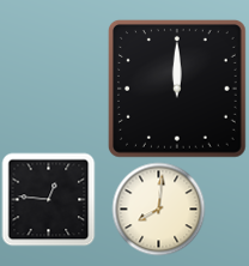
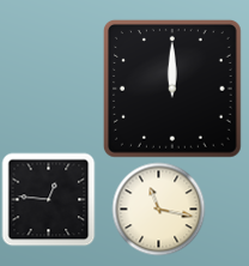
clock at (177, 89) position: (177, 89) -> (172, 89)
clock at (158, 208): 8:01 -> 11:17
